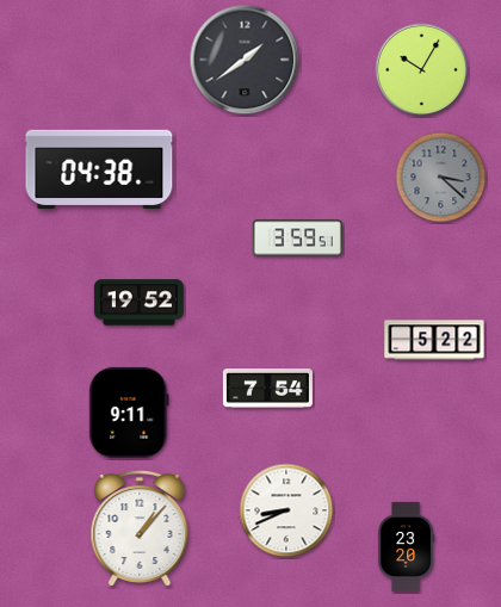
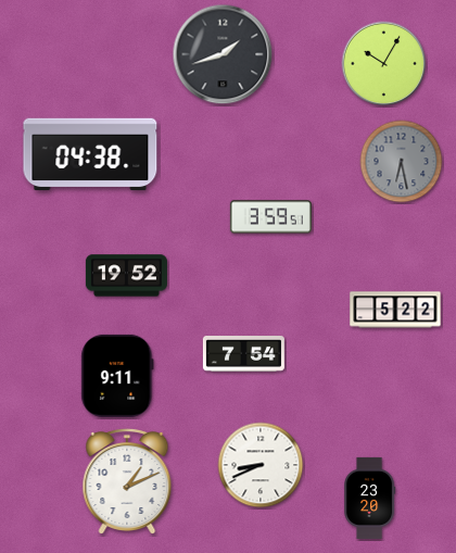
clock at (245, 60): 1:39 -> 1:42
clock at (441, 178): 3:22 -> 6:28
clock at (140, 528): 1:07 -> 1:11
